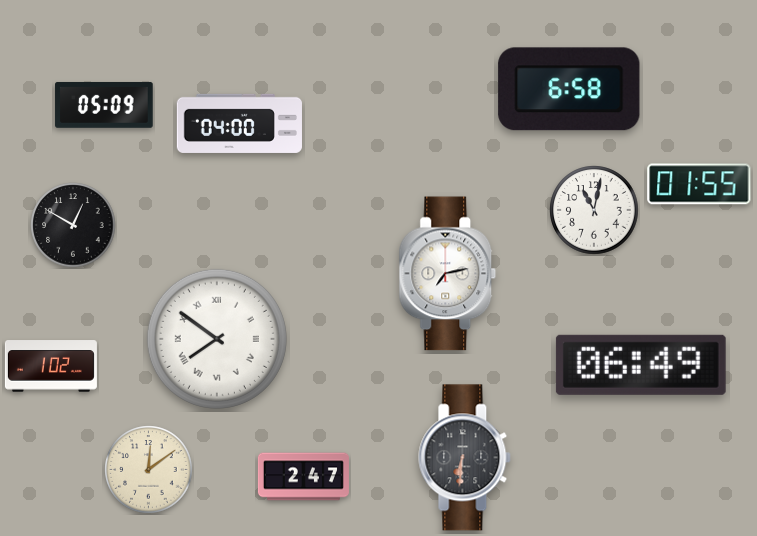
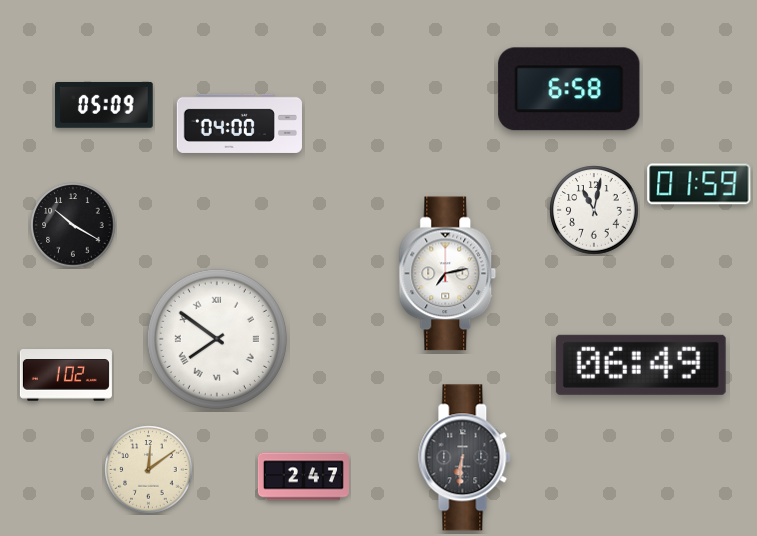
clock at (699, 184): 01:55 -> 01:59
clock at (73, 225): 12:50 -> 10:20
clock at (51, 366) position: (51, 366) -> (66, 375)
